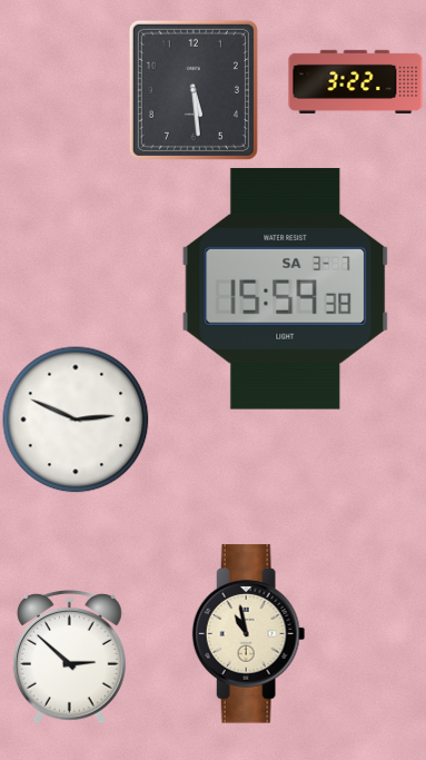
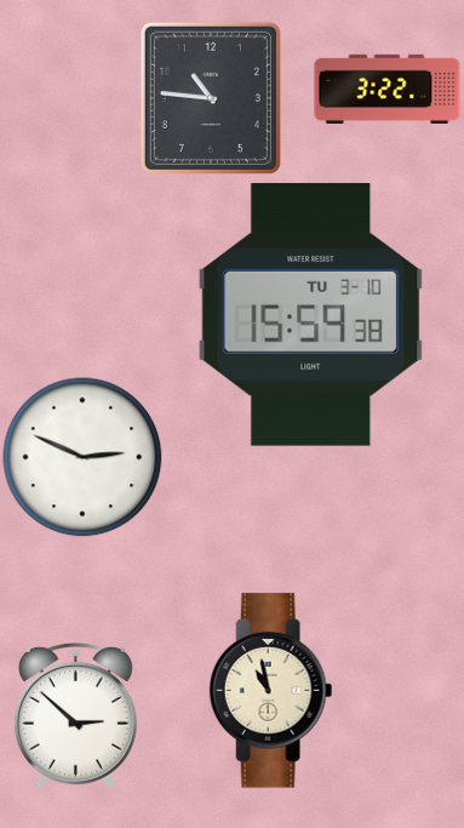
clock at (194, 90): 5:29 -> 10:46
clock at (286, 288) date: SA 3-7 -> TU 3-10
